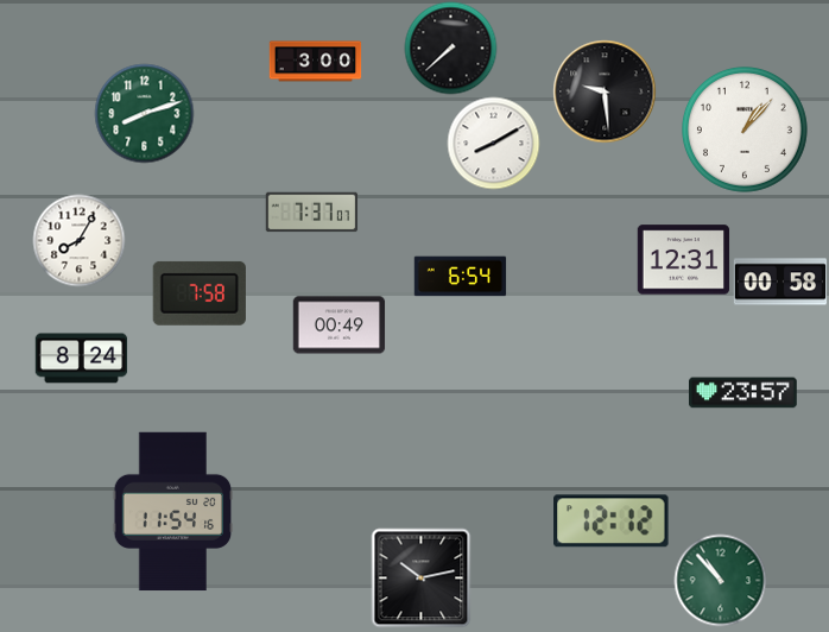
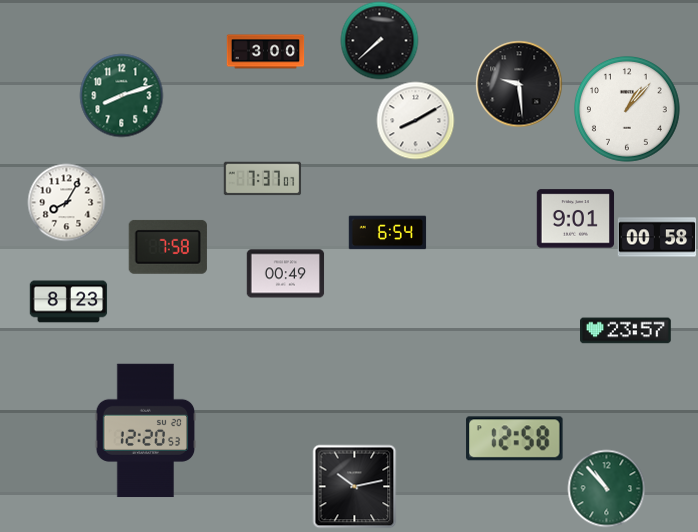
clock at (605, 91) position: (605, 91) -> (519, 84)
clock at (683, 260): 12:31 -> 9:01
clock at (81, 359): 8:24 -> 8:23
clock at (173, 512): 11:54 -> 12:20
clock at (612, 522): 12:12 -> 12:58
